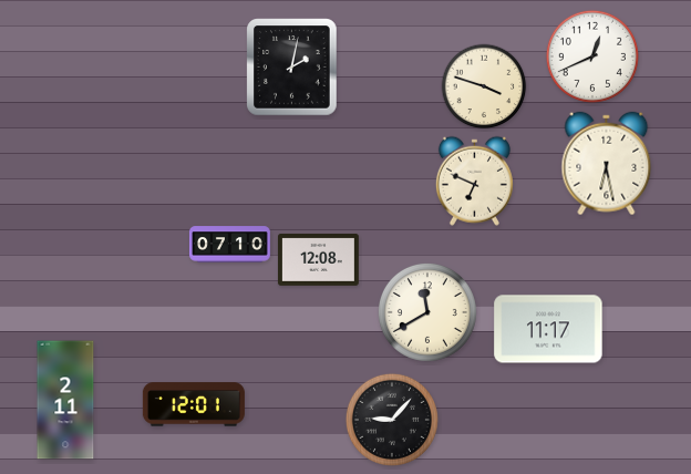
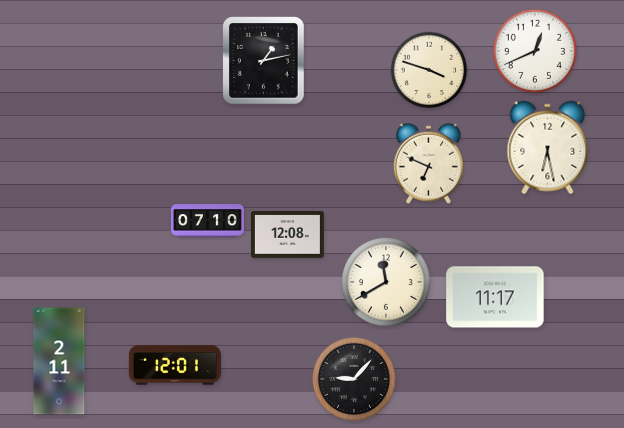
clock at (292, 68): 2:02 -> 1:13
clock at (484, 86) position: (484, 86) -> (429, 70)
